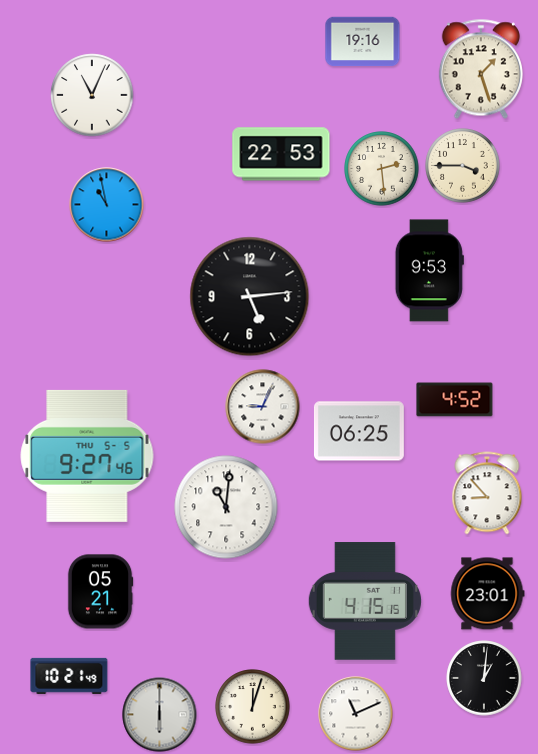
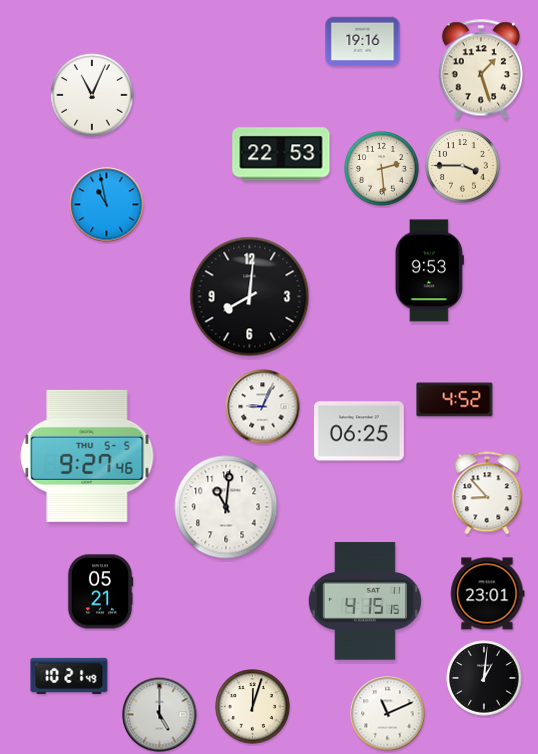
clock at (250, 297): 5:14 -> 8:01
clock at (356, 714) position: (356, 714) -> (388, 714)
clock at (160, 715): 6:00 -> 5:00
